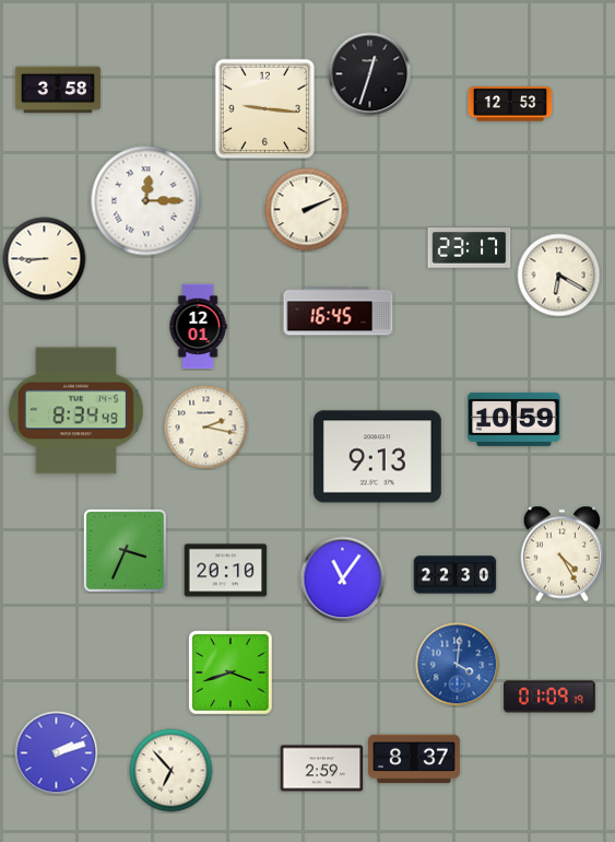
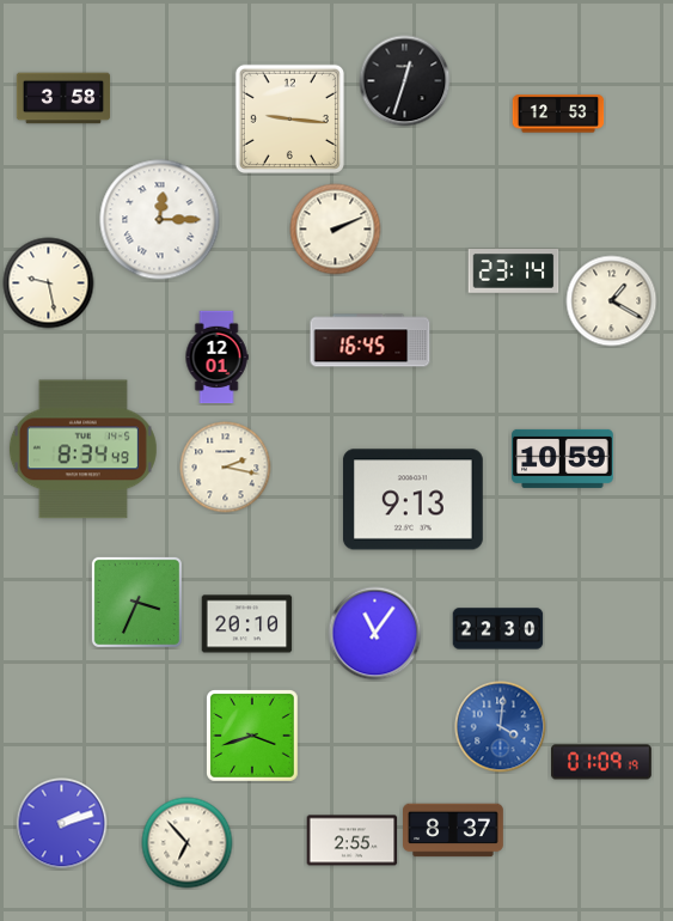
clock at (470, 248): 23:17 -> 23:14
clock at (45, 259): 8:45 -> 9:28
clock at (559, 276): 6:20 -> 1:20
clock at (563, 554): 4:25 -> none
clock at (322, 769): 2:59 -> 2:55
